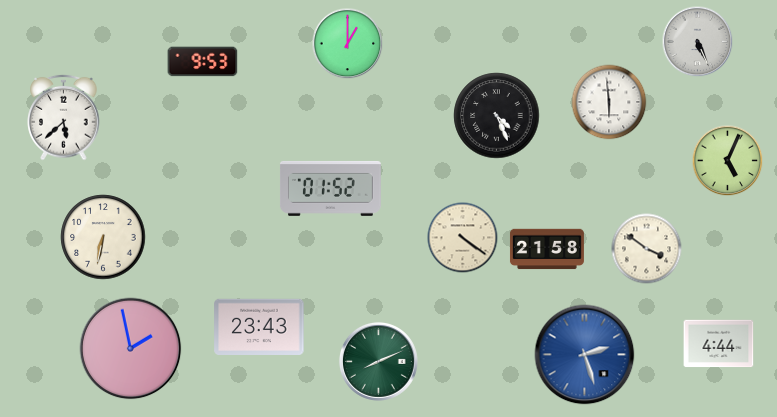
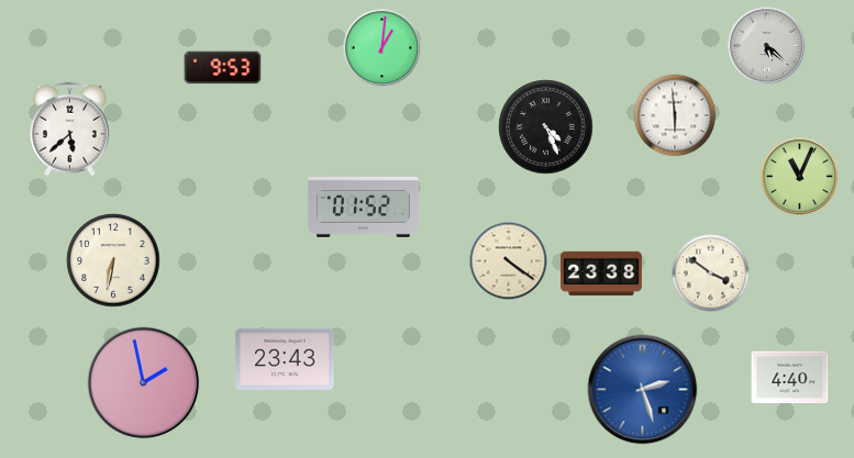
clock at (698, 42): 5:26 -> 5:22
clock at (348, 44): 1:00 -> 1:01
clock at (609, 102) position: (609, 102) -> (675, 115)
clock at (728, 161): 5:04 -> 11:04
clock at (547, 249): 21:58 -> 23:38
clock at (719, 344): 4:44 -> 4:40
clock at (378, 361): 8:11 -> none
